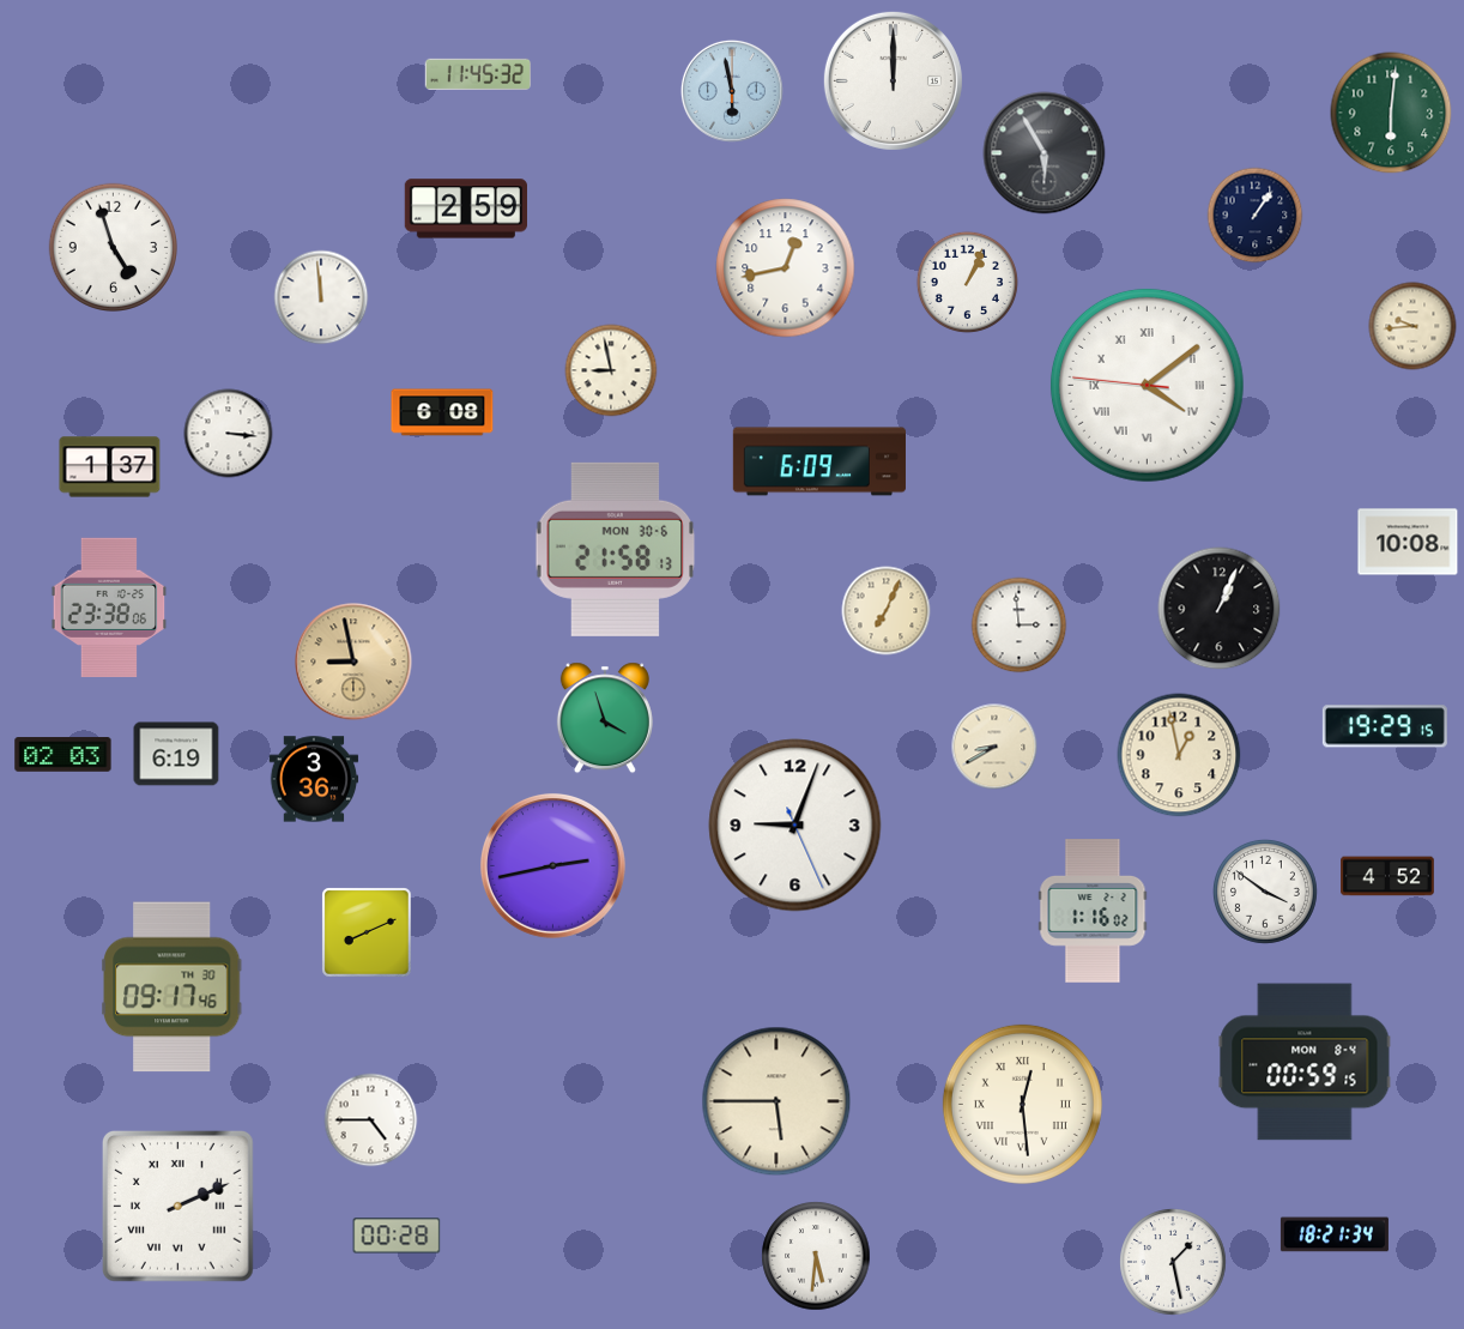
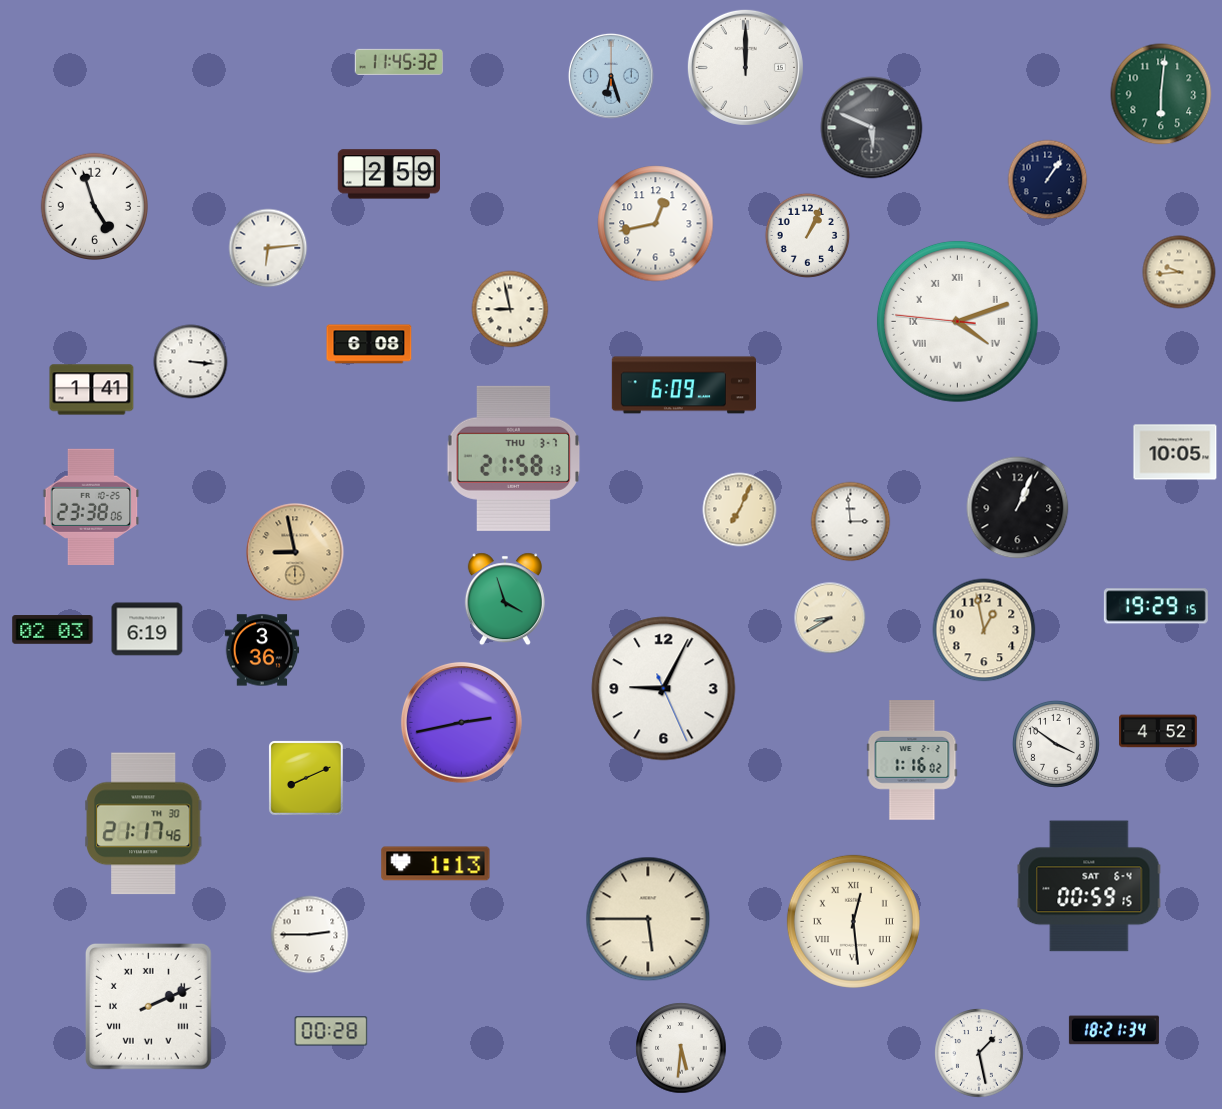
clock at (732, 91): 5:58 -> 6:27
clock at (1045, 153): 5:55 -> 5:49
clock at (321, 297): 11:59 -> 6:14
clock at (1147, 385): 4:08 -> 4:11
clock at (110, 467): 1:37 -> 1:41
clock at (1408, 542): 10:08 -> 10:05
clock at (616, 549) date: MON 30-6 -> THU 3-7
clock at (994, 747) position: (994, 747) -> (830, 618)
clock at (795, 826): 9:03 -> 9:04
clock at (173, 987): 09:17 -> 21:17
clock at (436, 864): none -> 1:13
clock at (1305, 1062) date: MON 8-4 -> SAT 6-4
clock at (371, 1120): 4:45 -> 2:45
